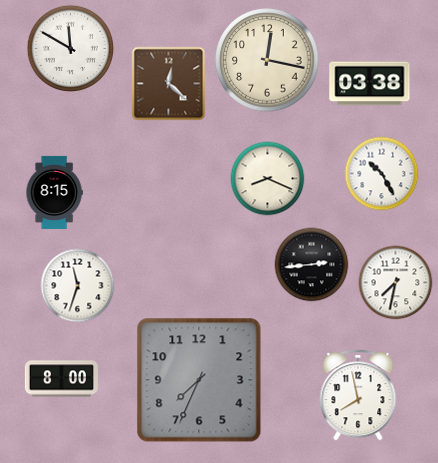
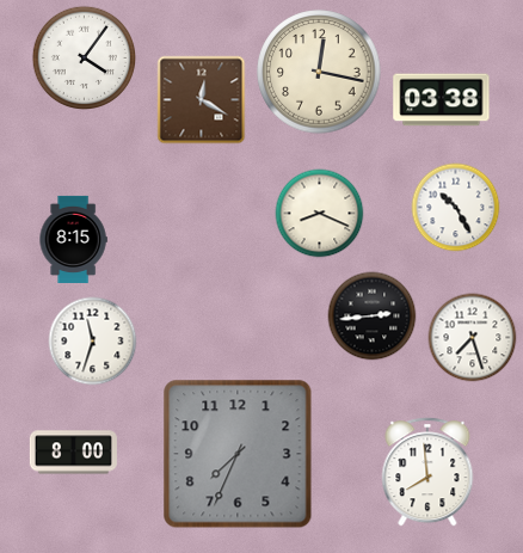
clock at (70, 48): 11:50 -> 4:06
clock at (169, 84): 12:22 -> 12:20
clock at (54, 192) position: (54, 192) -> (73, 239)
clock at (396, 283): 7:32 -> 7:27
clock at (358, 395): 7:58 -> 7:59
